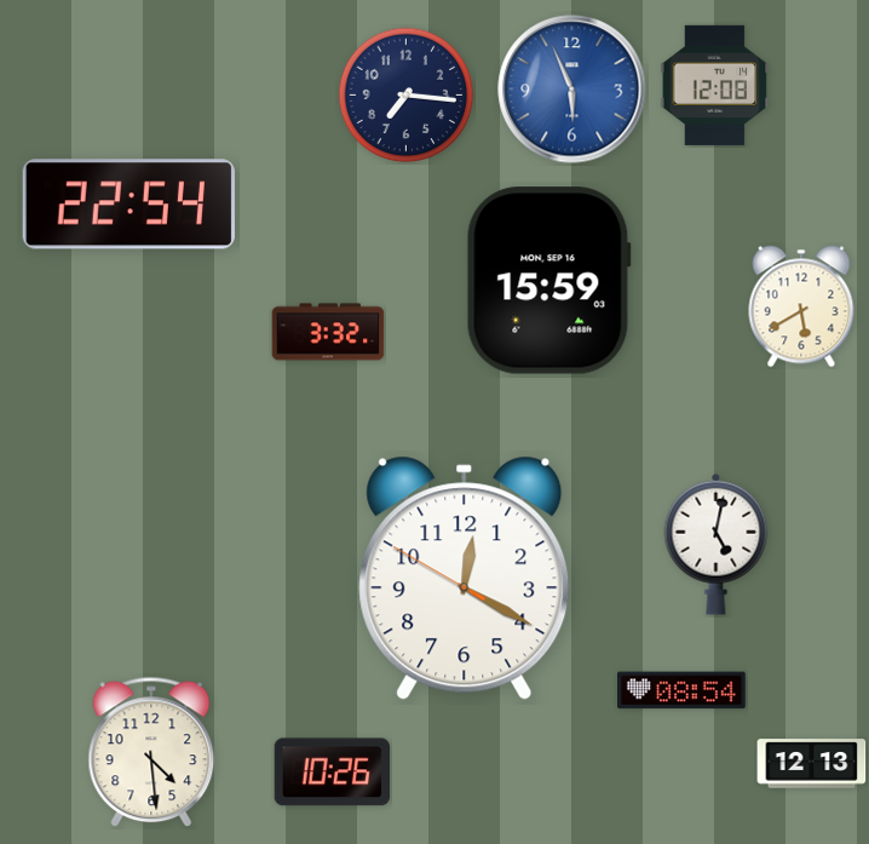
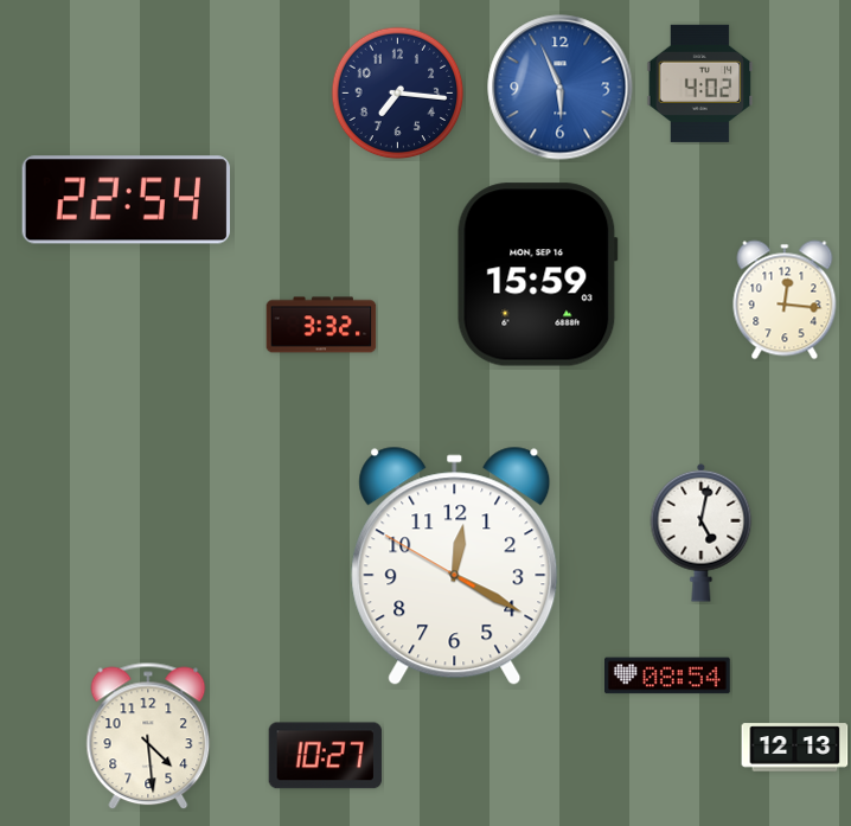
clock at (715, 85): 12:08 -> 4:02
clock at (801, 306): 5:40 -> 12:16
clock at (332, 773): 10:26 -> 10:27
